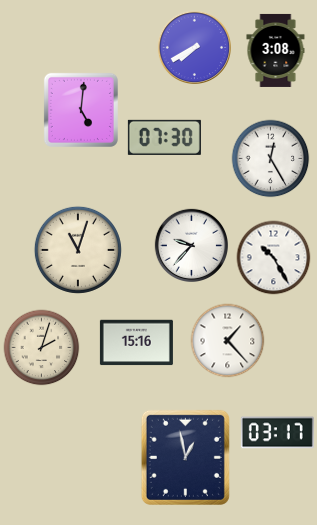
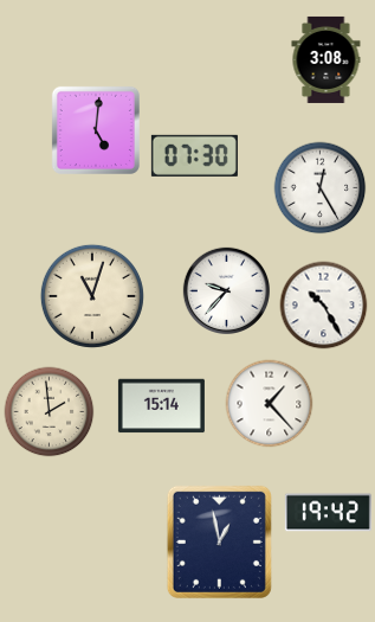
clock at (194, 47): 7:40 -> none
clock at (164, 137) position: (164, 137) -> (194, 155)
clock at (136, 343): 15:16 -> 15:14
clock at (42, 348): 2:03 -> 1:59
clock at (277, 433): 03:17 -> 19:42
